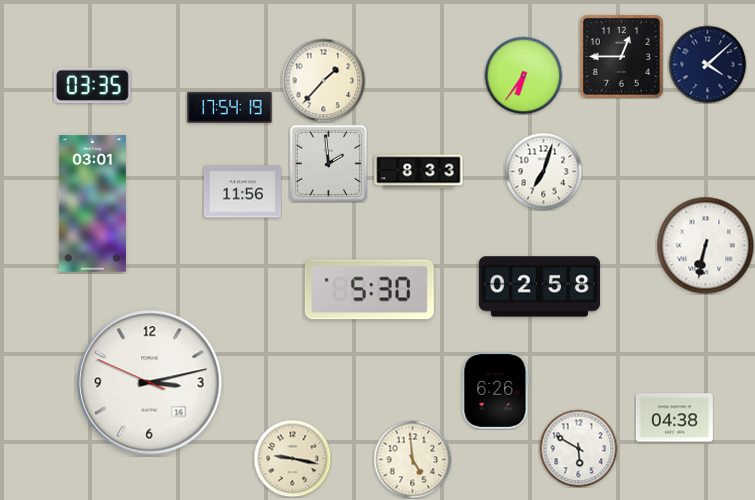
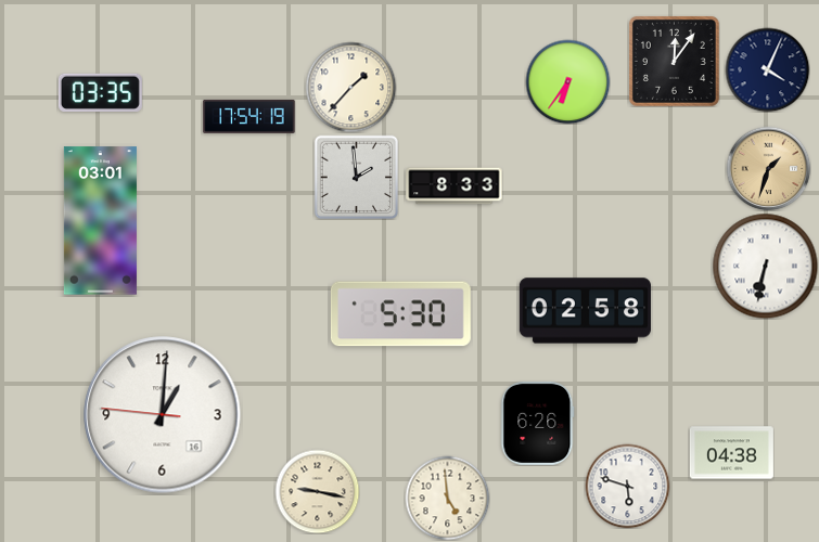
clock at (621, 56): 12:45 -> 12:06
clock at (707, 64): 4:08 -> 4:04
clock at (768, 168): none -> 1:33
clock at (543, 171): 7:03 -> none
clock at (242, 192): 11:56 -> none
clock at (150, 383): 3:12 -> 1:00
clock at (578, 448): 5:50 -> 5:48
clock at (292, 458) position: (292, 458) -> (317, 491)
